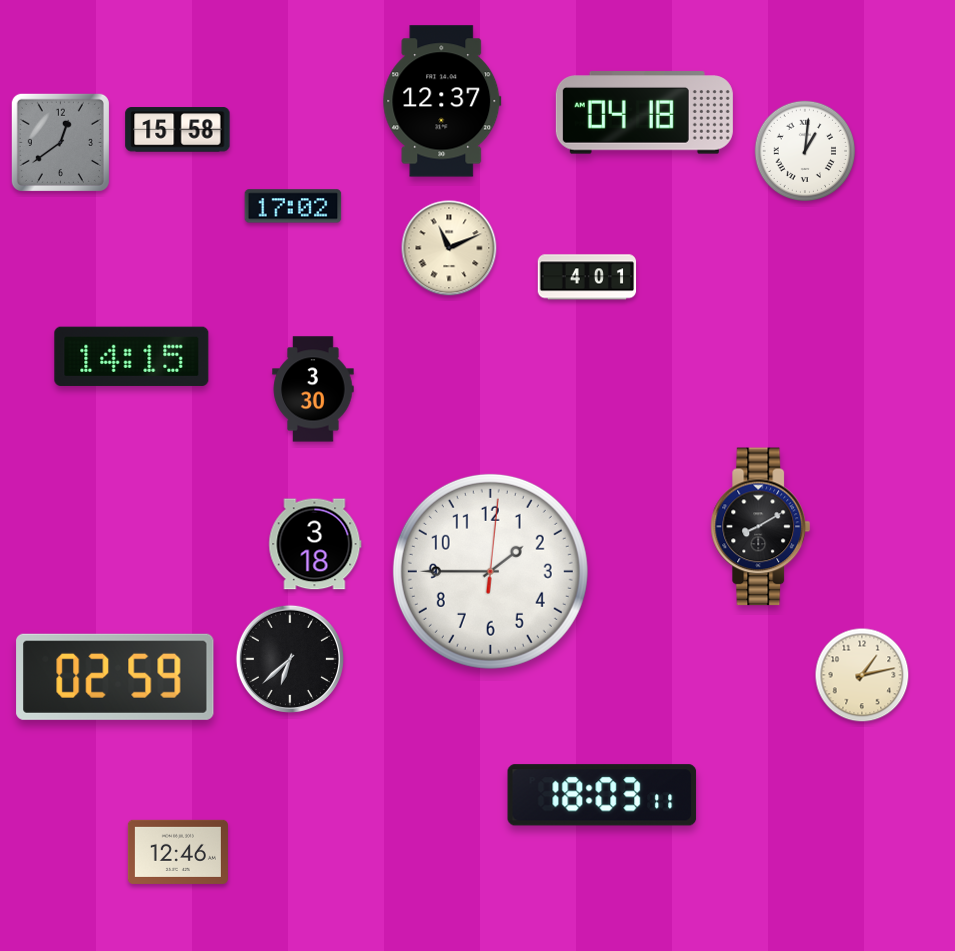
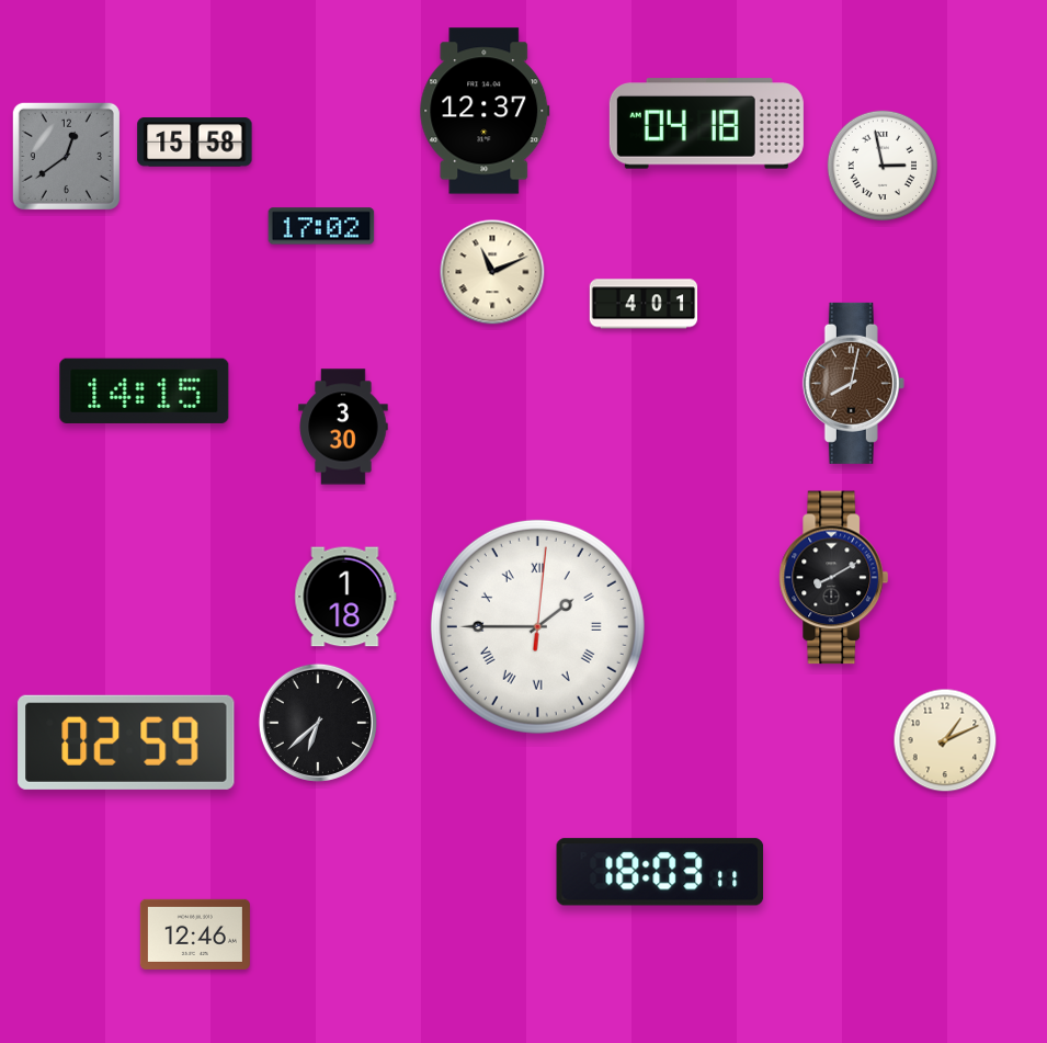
clock at (805, 151): 1:01 -> 2:58
clock at (853, 383): none -> 8:02
clock at (315, 544): 3:18 -> 1:18
clock at (490, 571) numerals: Arabic -> Roman
clock at (862, 675): 1:13 -> 1:11
